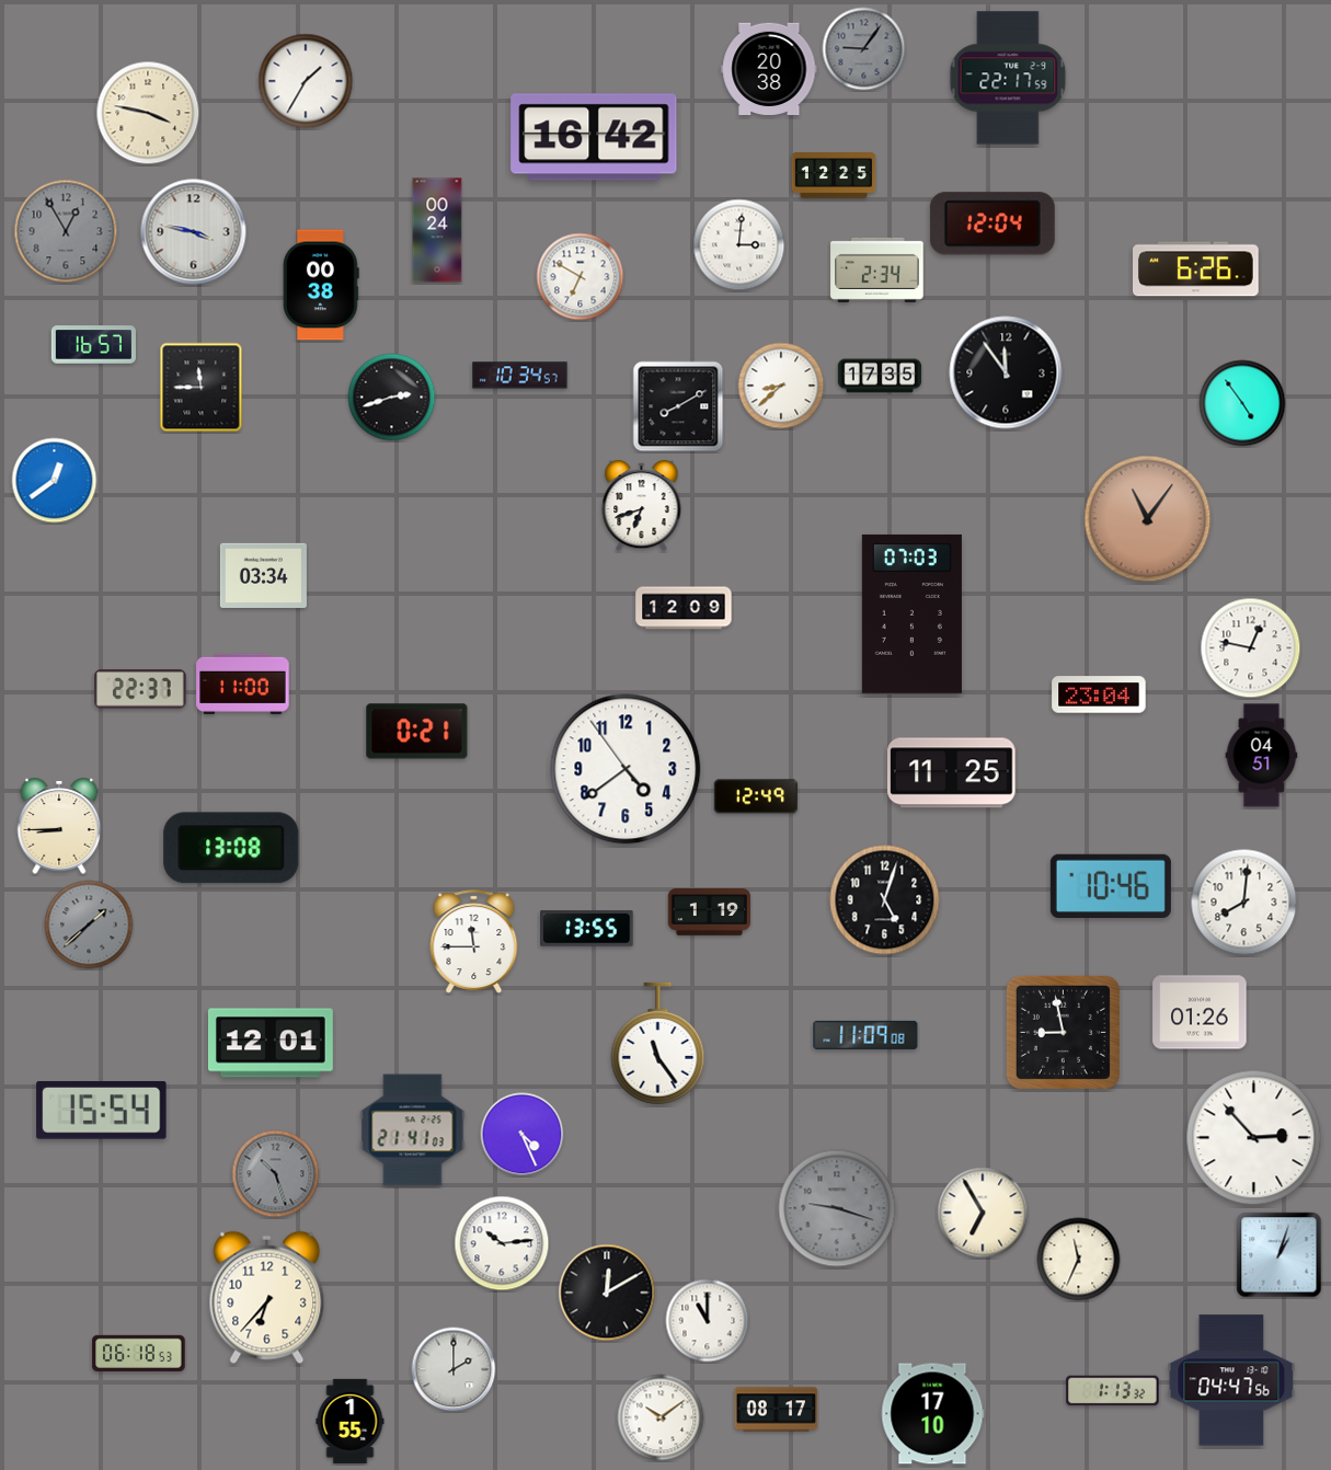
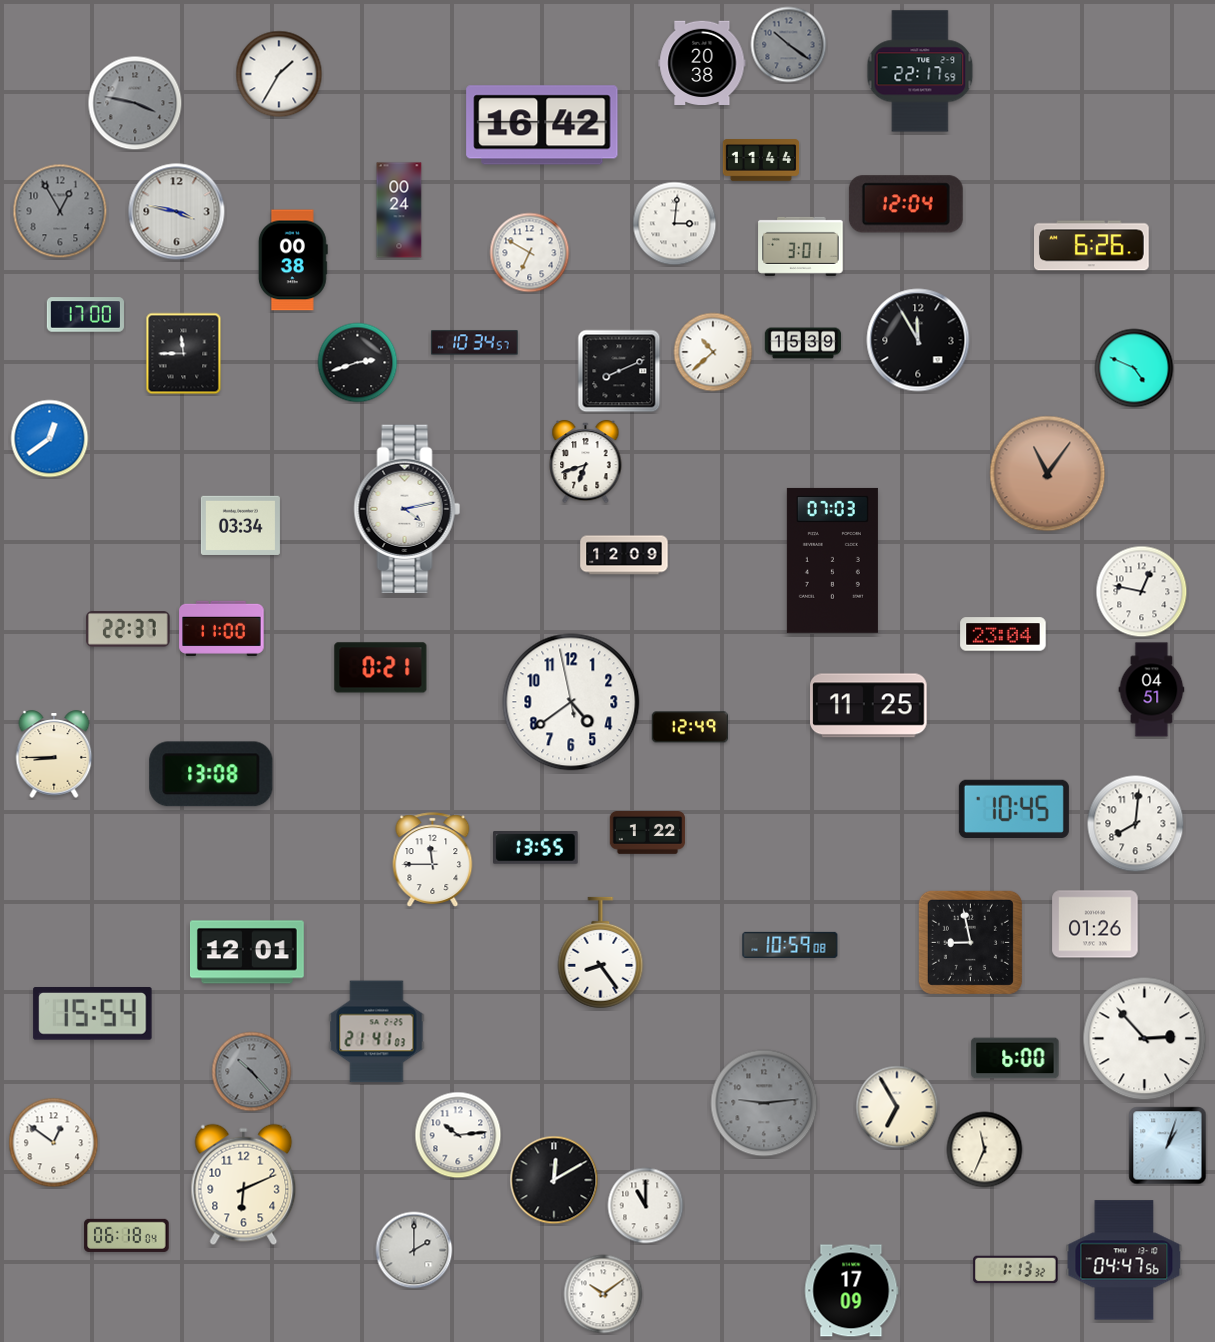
clock at (864, 49): 9:06 -> 10:21
clock at (148, 113) dial: cream -> grey
clock at (834, 175): 12:25 -> 11:44
clock at (877, 269): 2:34 -> 3:01
clock at (93, 345): 16:57 -> 17:00
clock at (1006, 372): 11:54 -> 11:55
clock at (880, 376): 17:35 -> 15:39
clock at (781, 386): 8:38 -> 10:38
clock at (1242, 403): 4:54 -> 4:49
clock at (678, 406): 8:10 -> 8:11
clock at (407, 508): none -> 4:13
clock at (243, 684) position: (243, 684) -> (222, 628)
clock at (626, 769): 4:38:54 -> 4:38:58
clock at (1111, 885): 10:46 -> 10:45
clock at (885, 900): 5:03 -> none
clock at (710, 912): 1:19 -> 1:22
clock at (89, 925): 1:38 -> none
clock at (865, 1035): 11:09 -> 10:59
clock at (658, 1044): 11:24 -> 8:24
clock at (523, 1135): 4:26 -> none
clock at (1015, 1058): none -> 6:00
clock at (276, 1174): 10:27 -> 10:23
clock at (837, 1208): 9:18 -> 9:14
clock at (54, 1143): none -> 12:51
clock at (267, 1298): 6:37 -> 6:11
clock at (139, 1353): 06:18:53 -> 06:18:04
clock at (777, 1410): 08:17 -> none
clock at (933, 1414): 17:10 -> 17:09
clock at (351, 1421): 1:55 -> none
